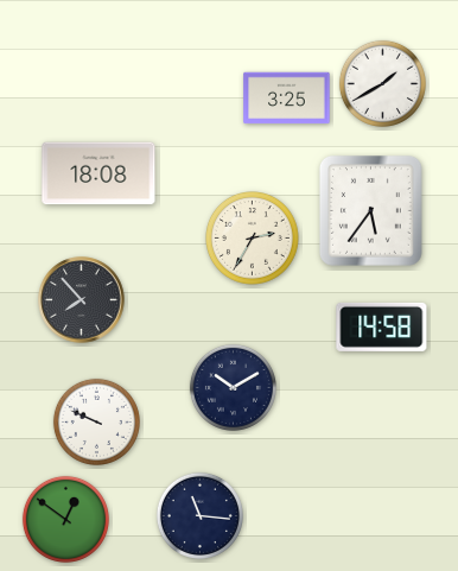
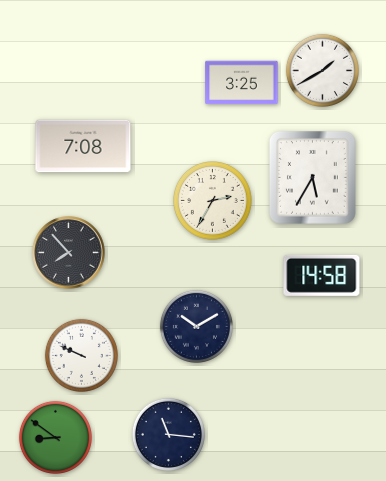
clock at (98, 173): 18:08 -> 7:08
clock at (370, 211): 5:36 -> 5:35
clock at (65, 519): 12:51 -> 8:51
